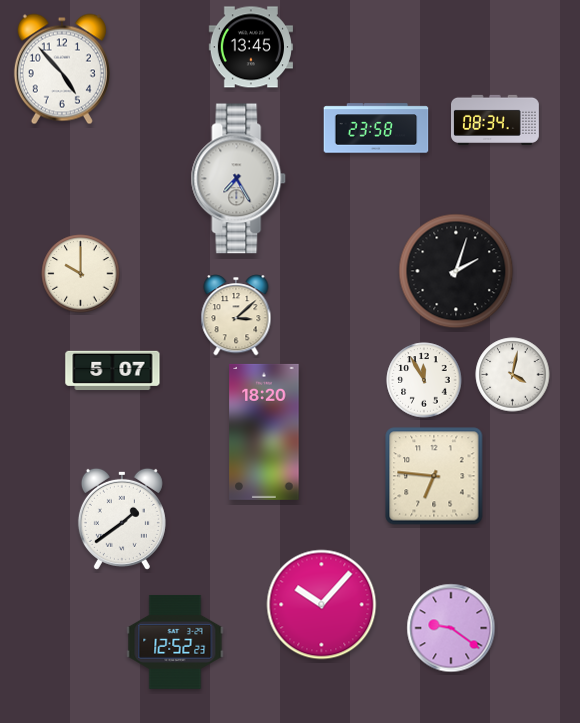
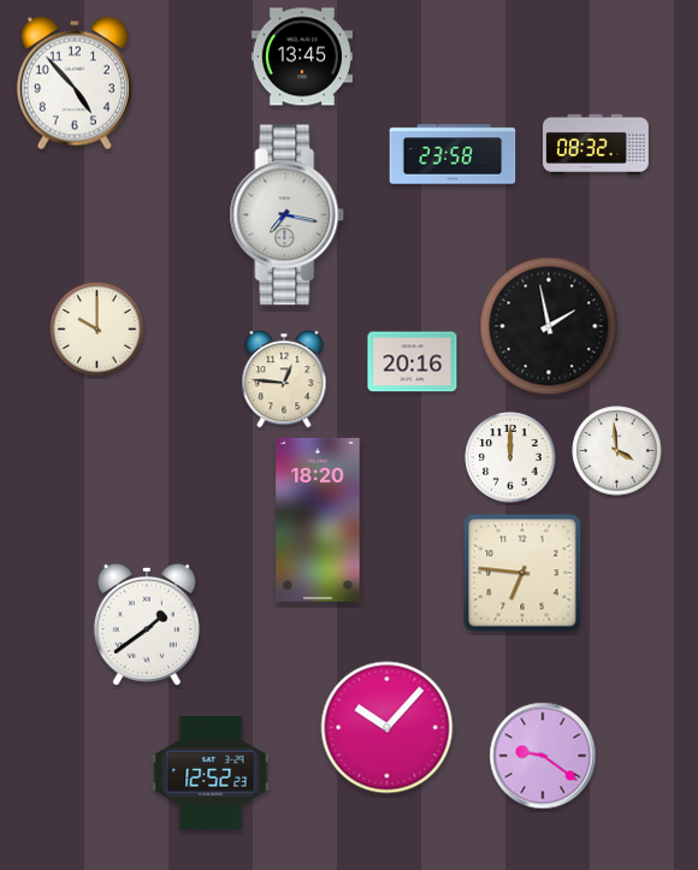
clock at (496, 120): 08:34 -> 08:32
clock at (239, 179): 7:25 -> 7:17
clock at (456, 271): 2:03 -> 1:58
clock at (413, 362): none -> 20:16
clock at (236, 315): 3:08 -> 12:46
clock at (113, 371): 5:07 -> none
clock at (513, 375): 4:02 -> 3:59
clock at (424, 380): 11:55 -> 12:00
